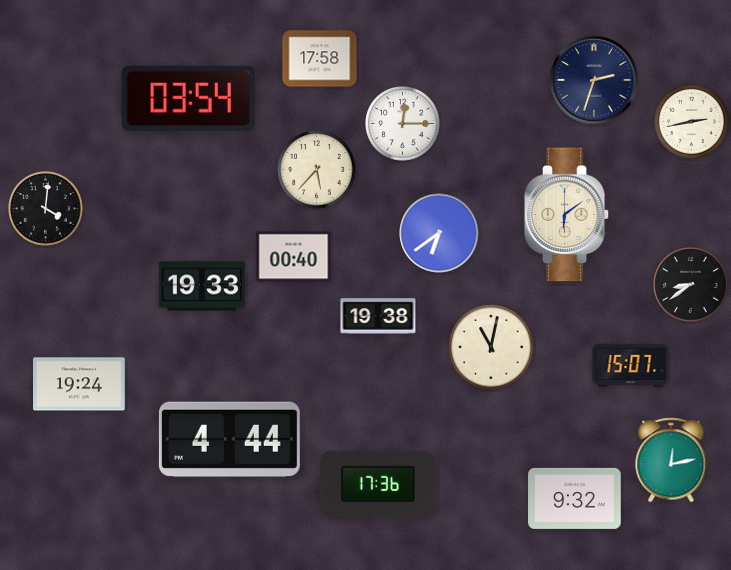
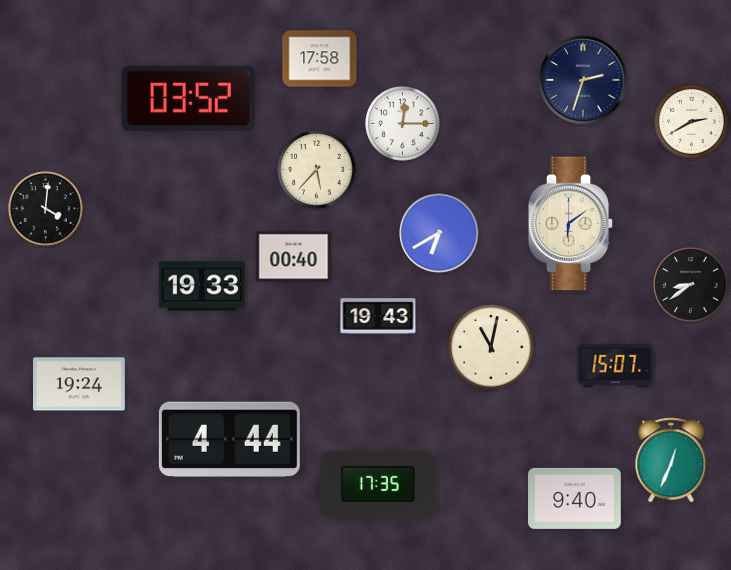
clock at (594, 80) position: (594, 80) -> (583, 80)
clock at (189, 98): 03:54 -> 03:52
clock at (692, 122): 2:43 -> 2:40
clock at (567, 215) position: (567, 215) -> (571, 224)
clock at (439, 233): 6:39 -> 6:40
clock at (378, 316): 19:38 -> 19:43
clock at (631, 366) position: (631, 366) -> (616, 366)
clock at (671, 460): 12:13 -> 12:34
clock at (378, 484): 17:36 -> 17:35
clock at (575, 498): 9:32 -> 9:40
